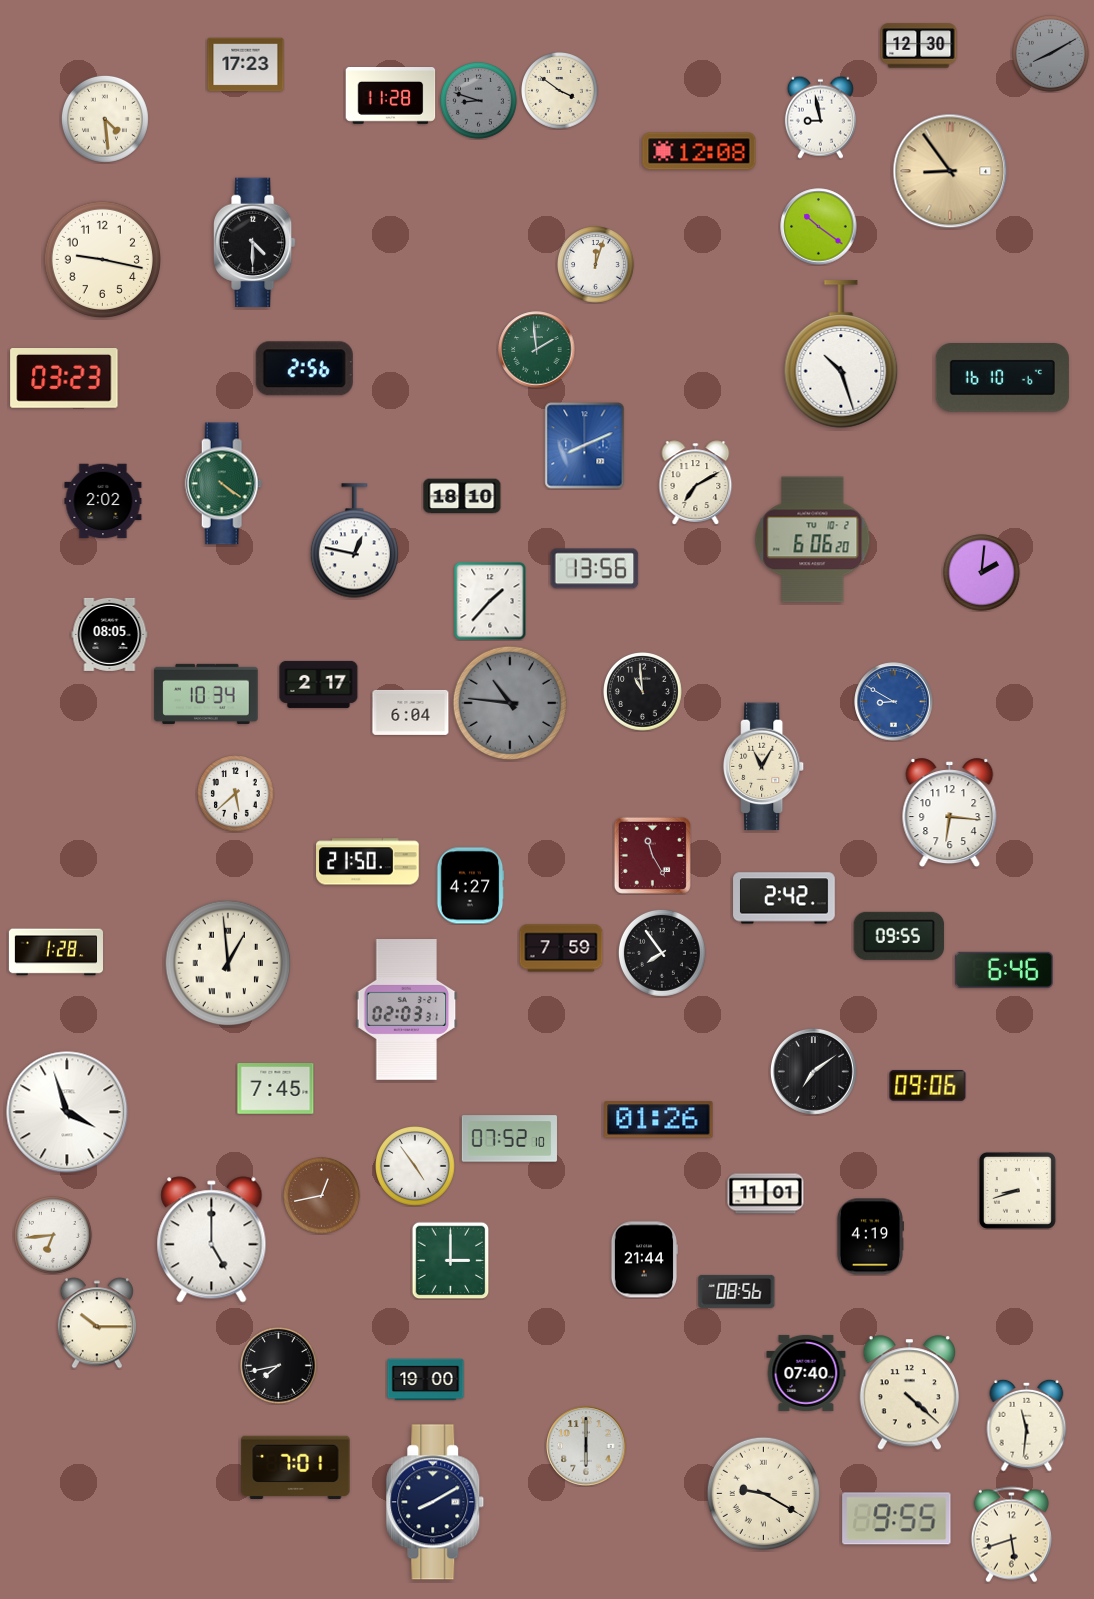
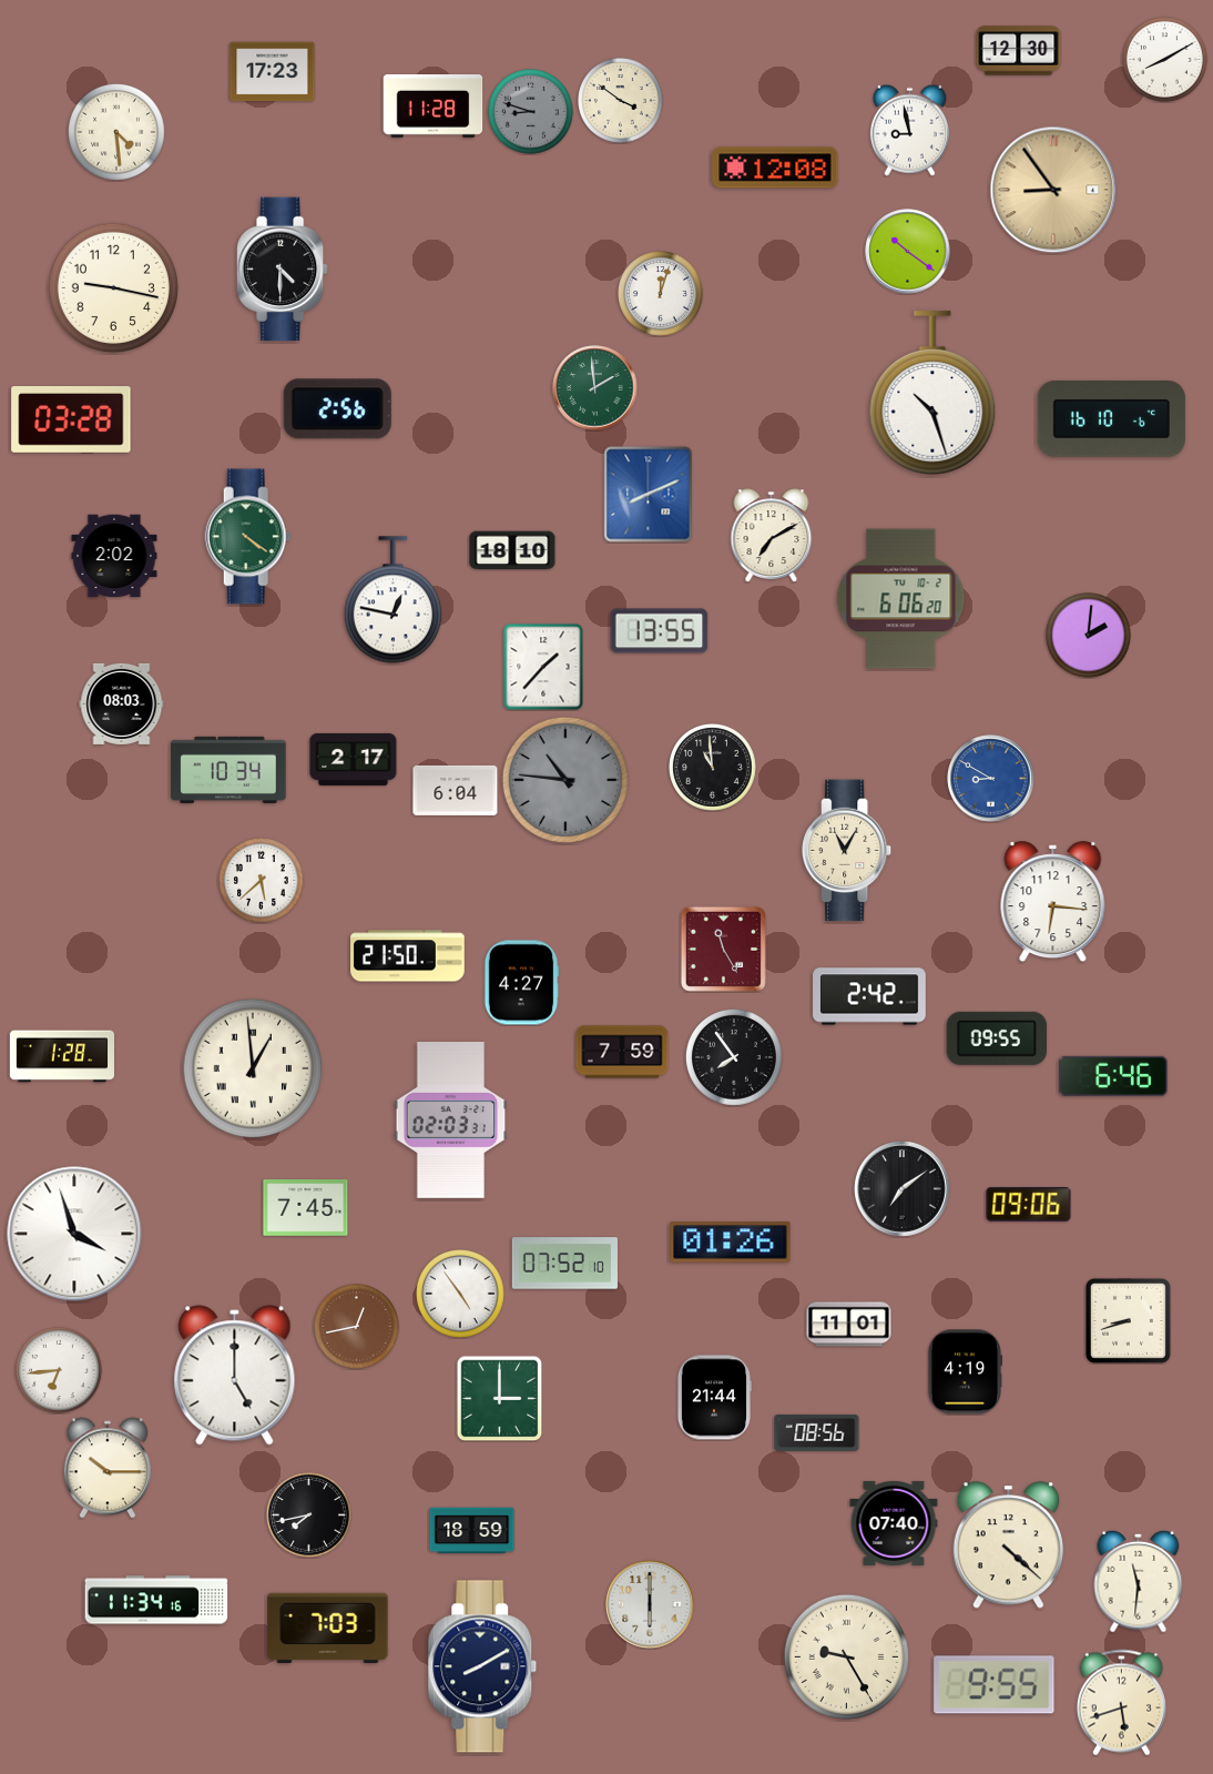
clock at (1051, 54) dial: grey -> white
clock at (64, 379): 03:23 -> 03:28
clock at (595, 569): 13:56 -> 13:55
clock at (110, 634): 08:05 -> 08:03
clock at (426, 1380): 19:00 -> 18:59
clock at (156, 1600): none -> 11:34
clock at (296, 1467): 7:01 -> 7:03
clock at (763, 1493): 9:20 -> 9:25
